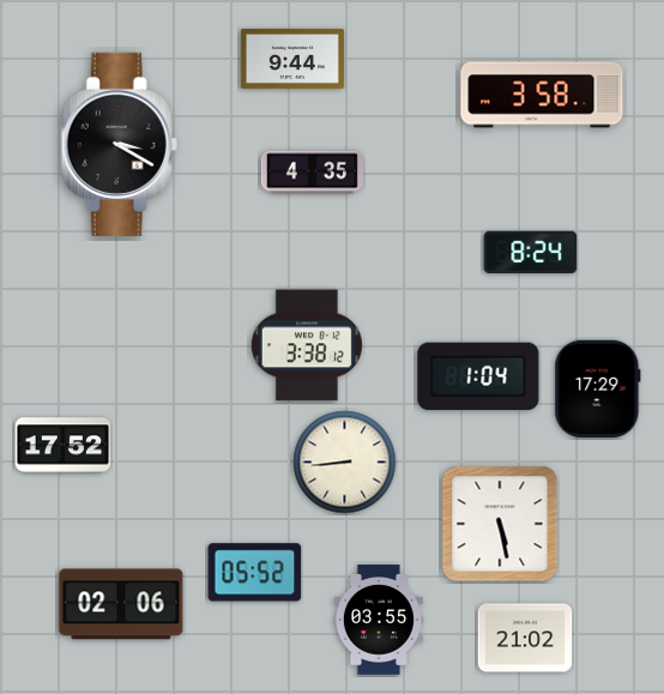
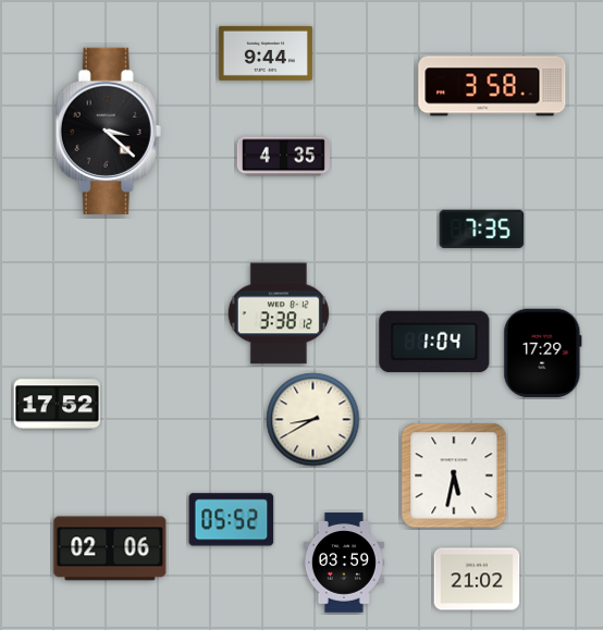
clock at (119, 144): 3:20 -> 3:22
clock at (531, 253): 8:24 -> 7:35
clock at (345, 463): 8:44 -> 8:40
clock at (500, 524): 5:28 -> 5:32
clock at (379, 620): 03:55 -> 03:59
